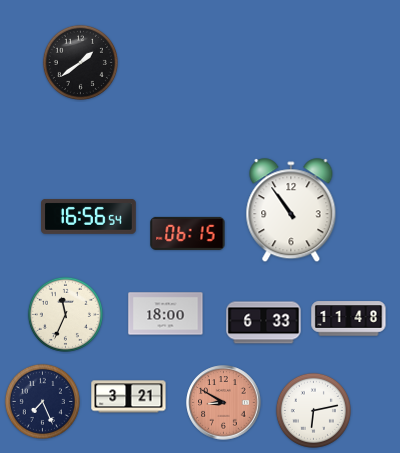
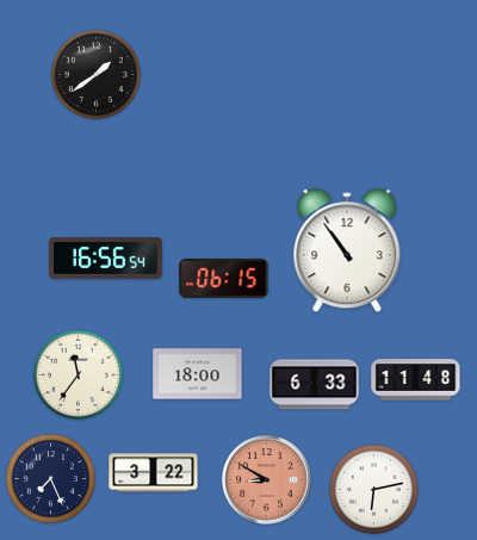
clock at (65, 314): 11:34 -> 11:36
clock at (129, 397): 3:21 -> 3:22
